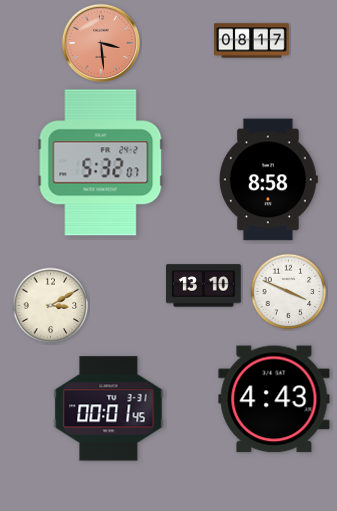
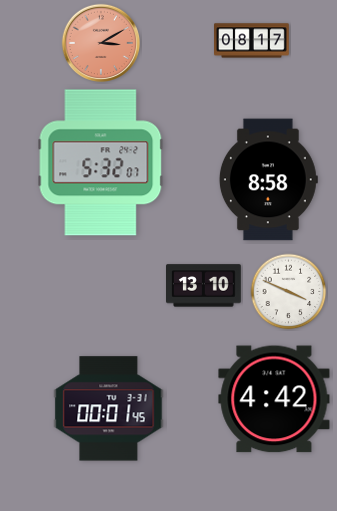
clock at (100, 42): 3:29 -> 3:10
clock at (51, 306): 3:10 -> none
clock at (274, 399): 4:43 -> 4:42
